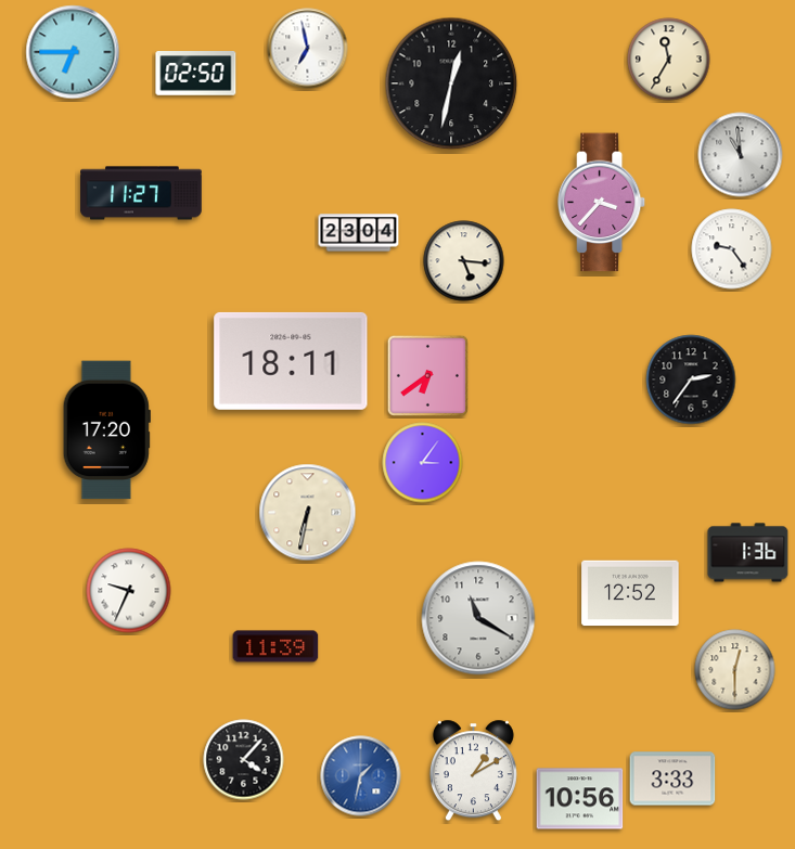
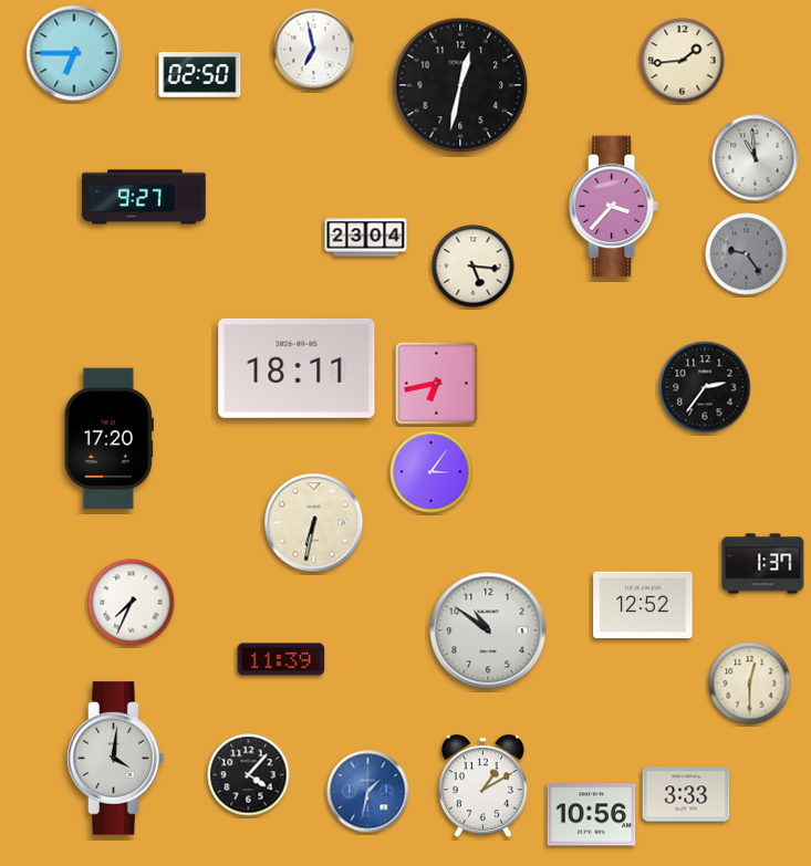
clock at (669, 60): 11:35 -> 1:44
clock at (141, 193): 11:27 -> 9:27
clock at (732, 249) dial: white -> grey
clock at (427, 375): 6:39 -> 6:43
clock at (748, 553): 1:36 -> 1:37
clock at (129, 591): 9:34 -> 7:34
clock at (478, 618): 11:20 -> 10:51
clock at (116, 759): none -> 4:01
